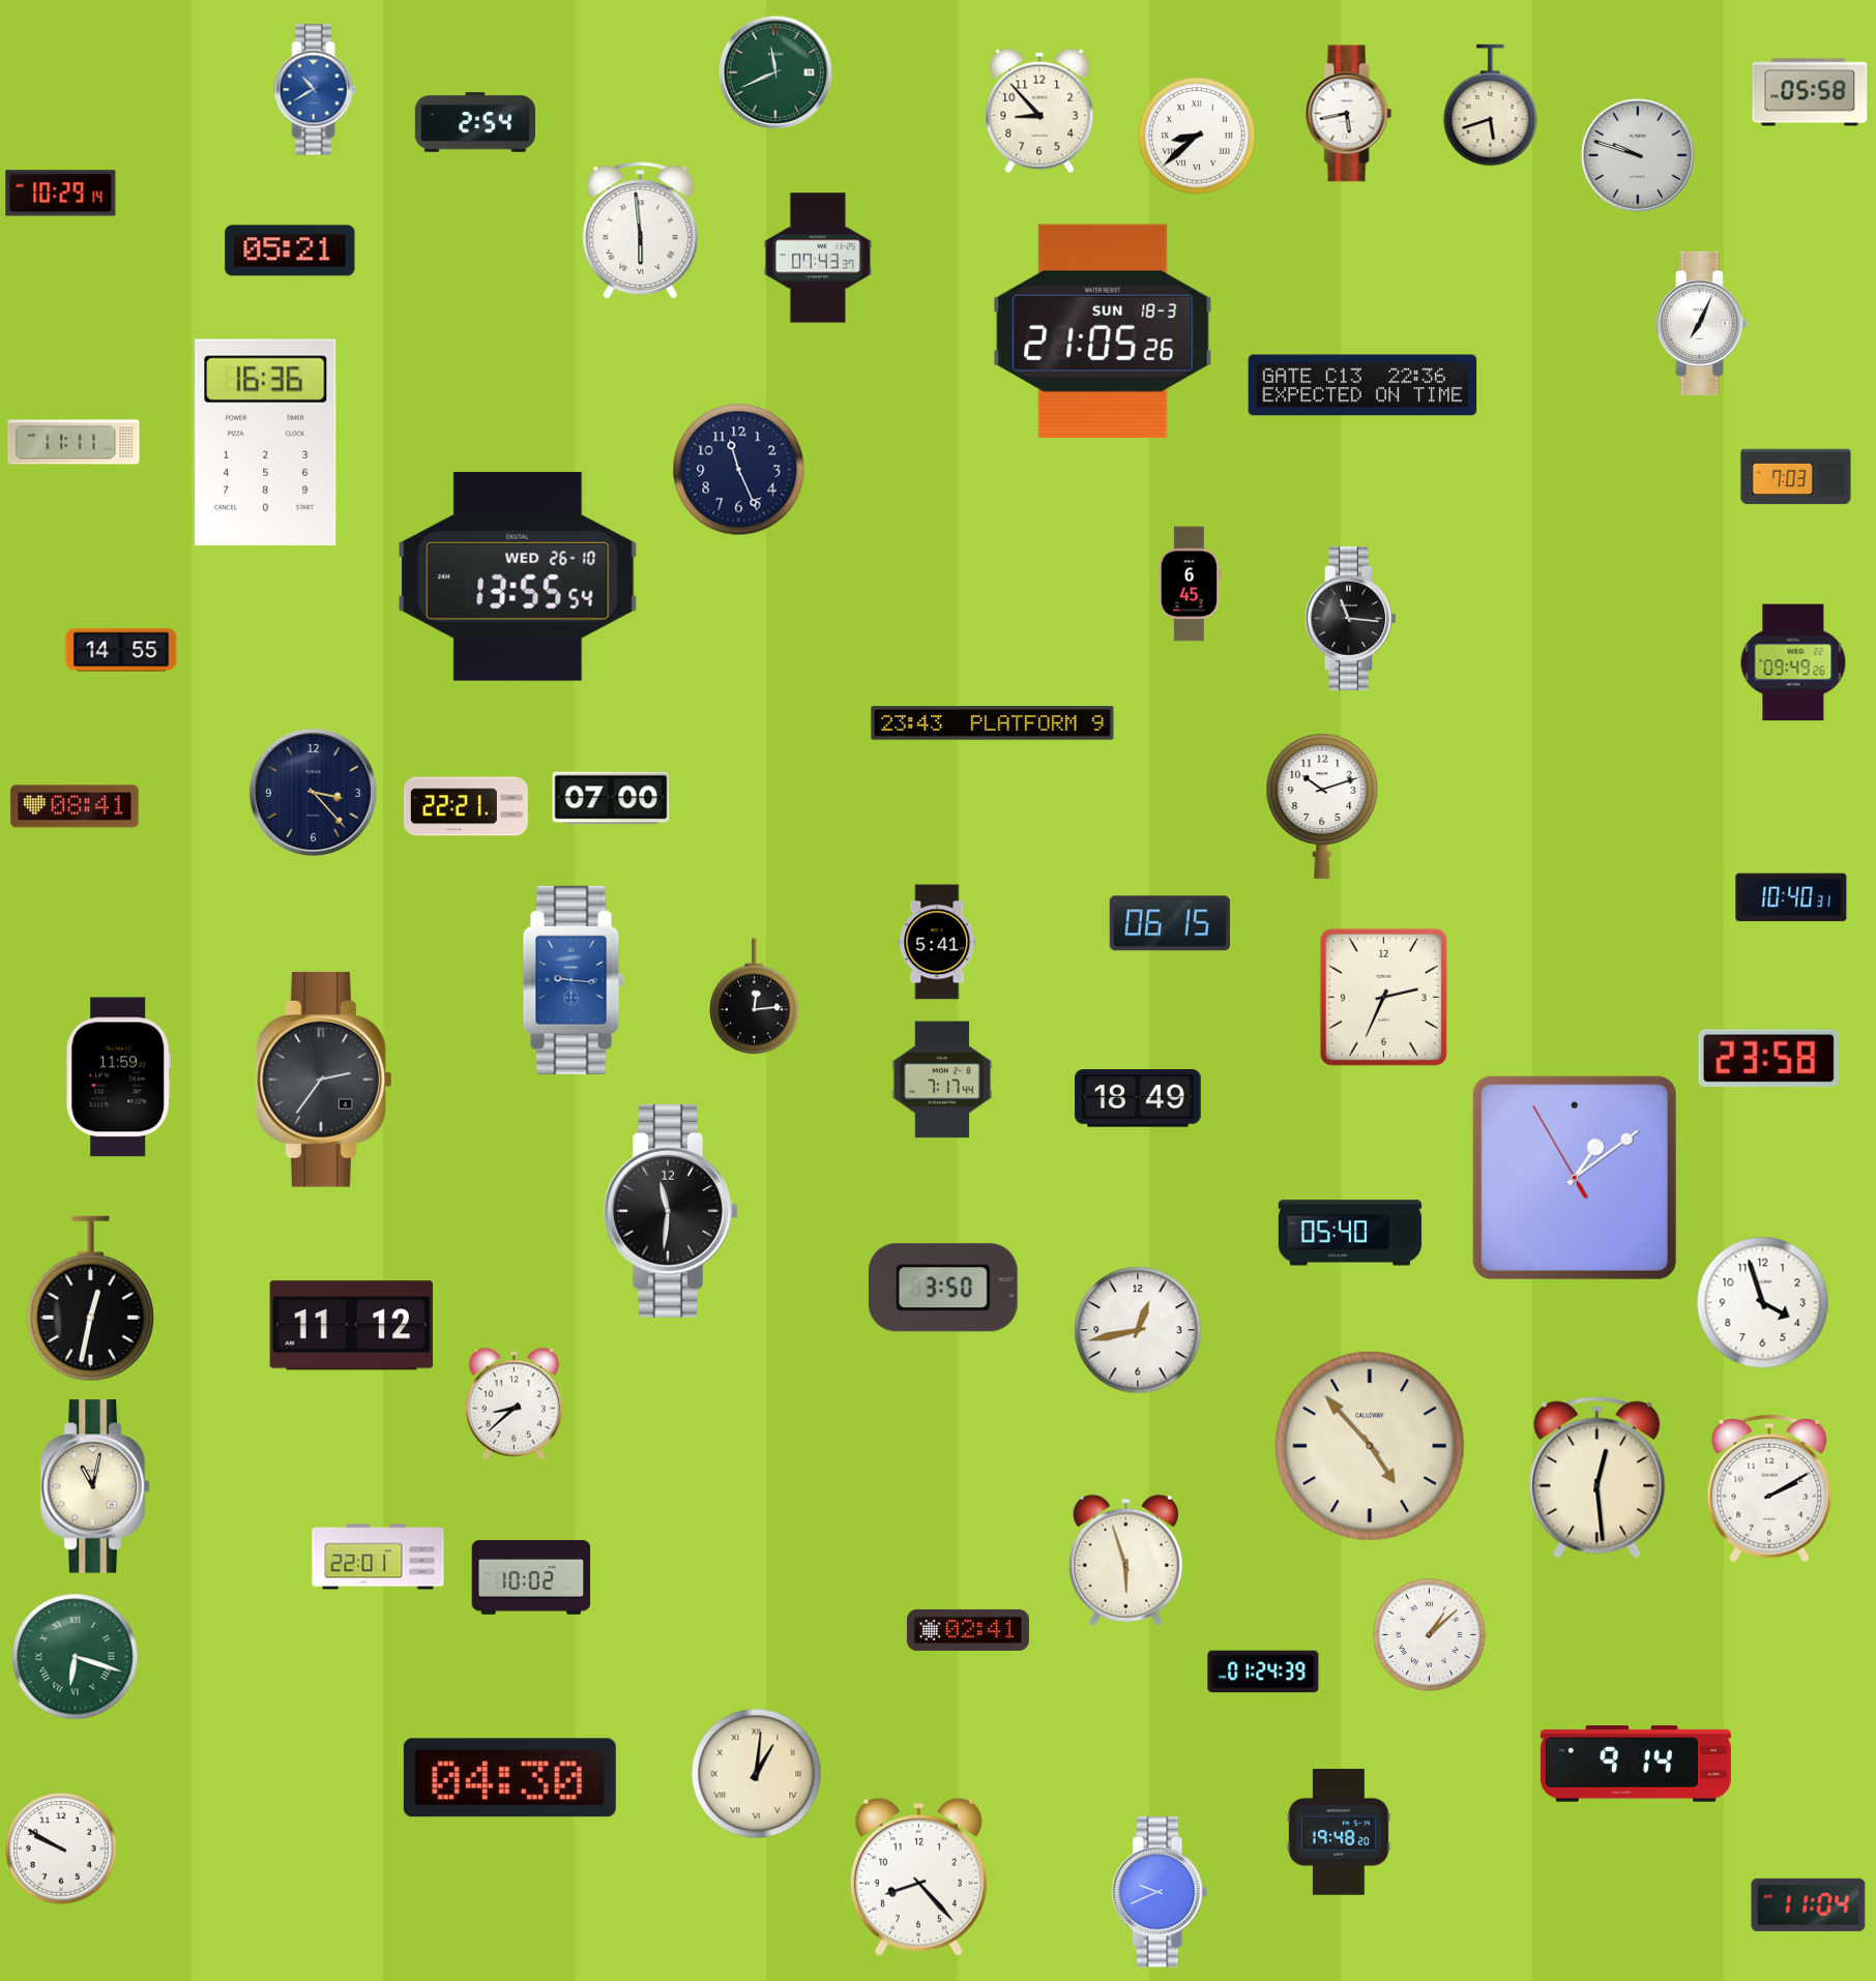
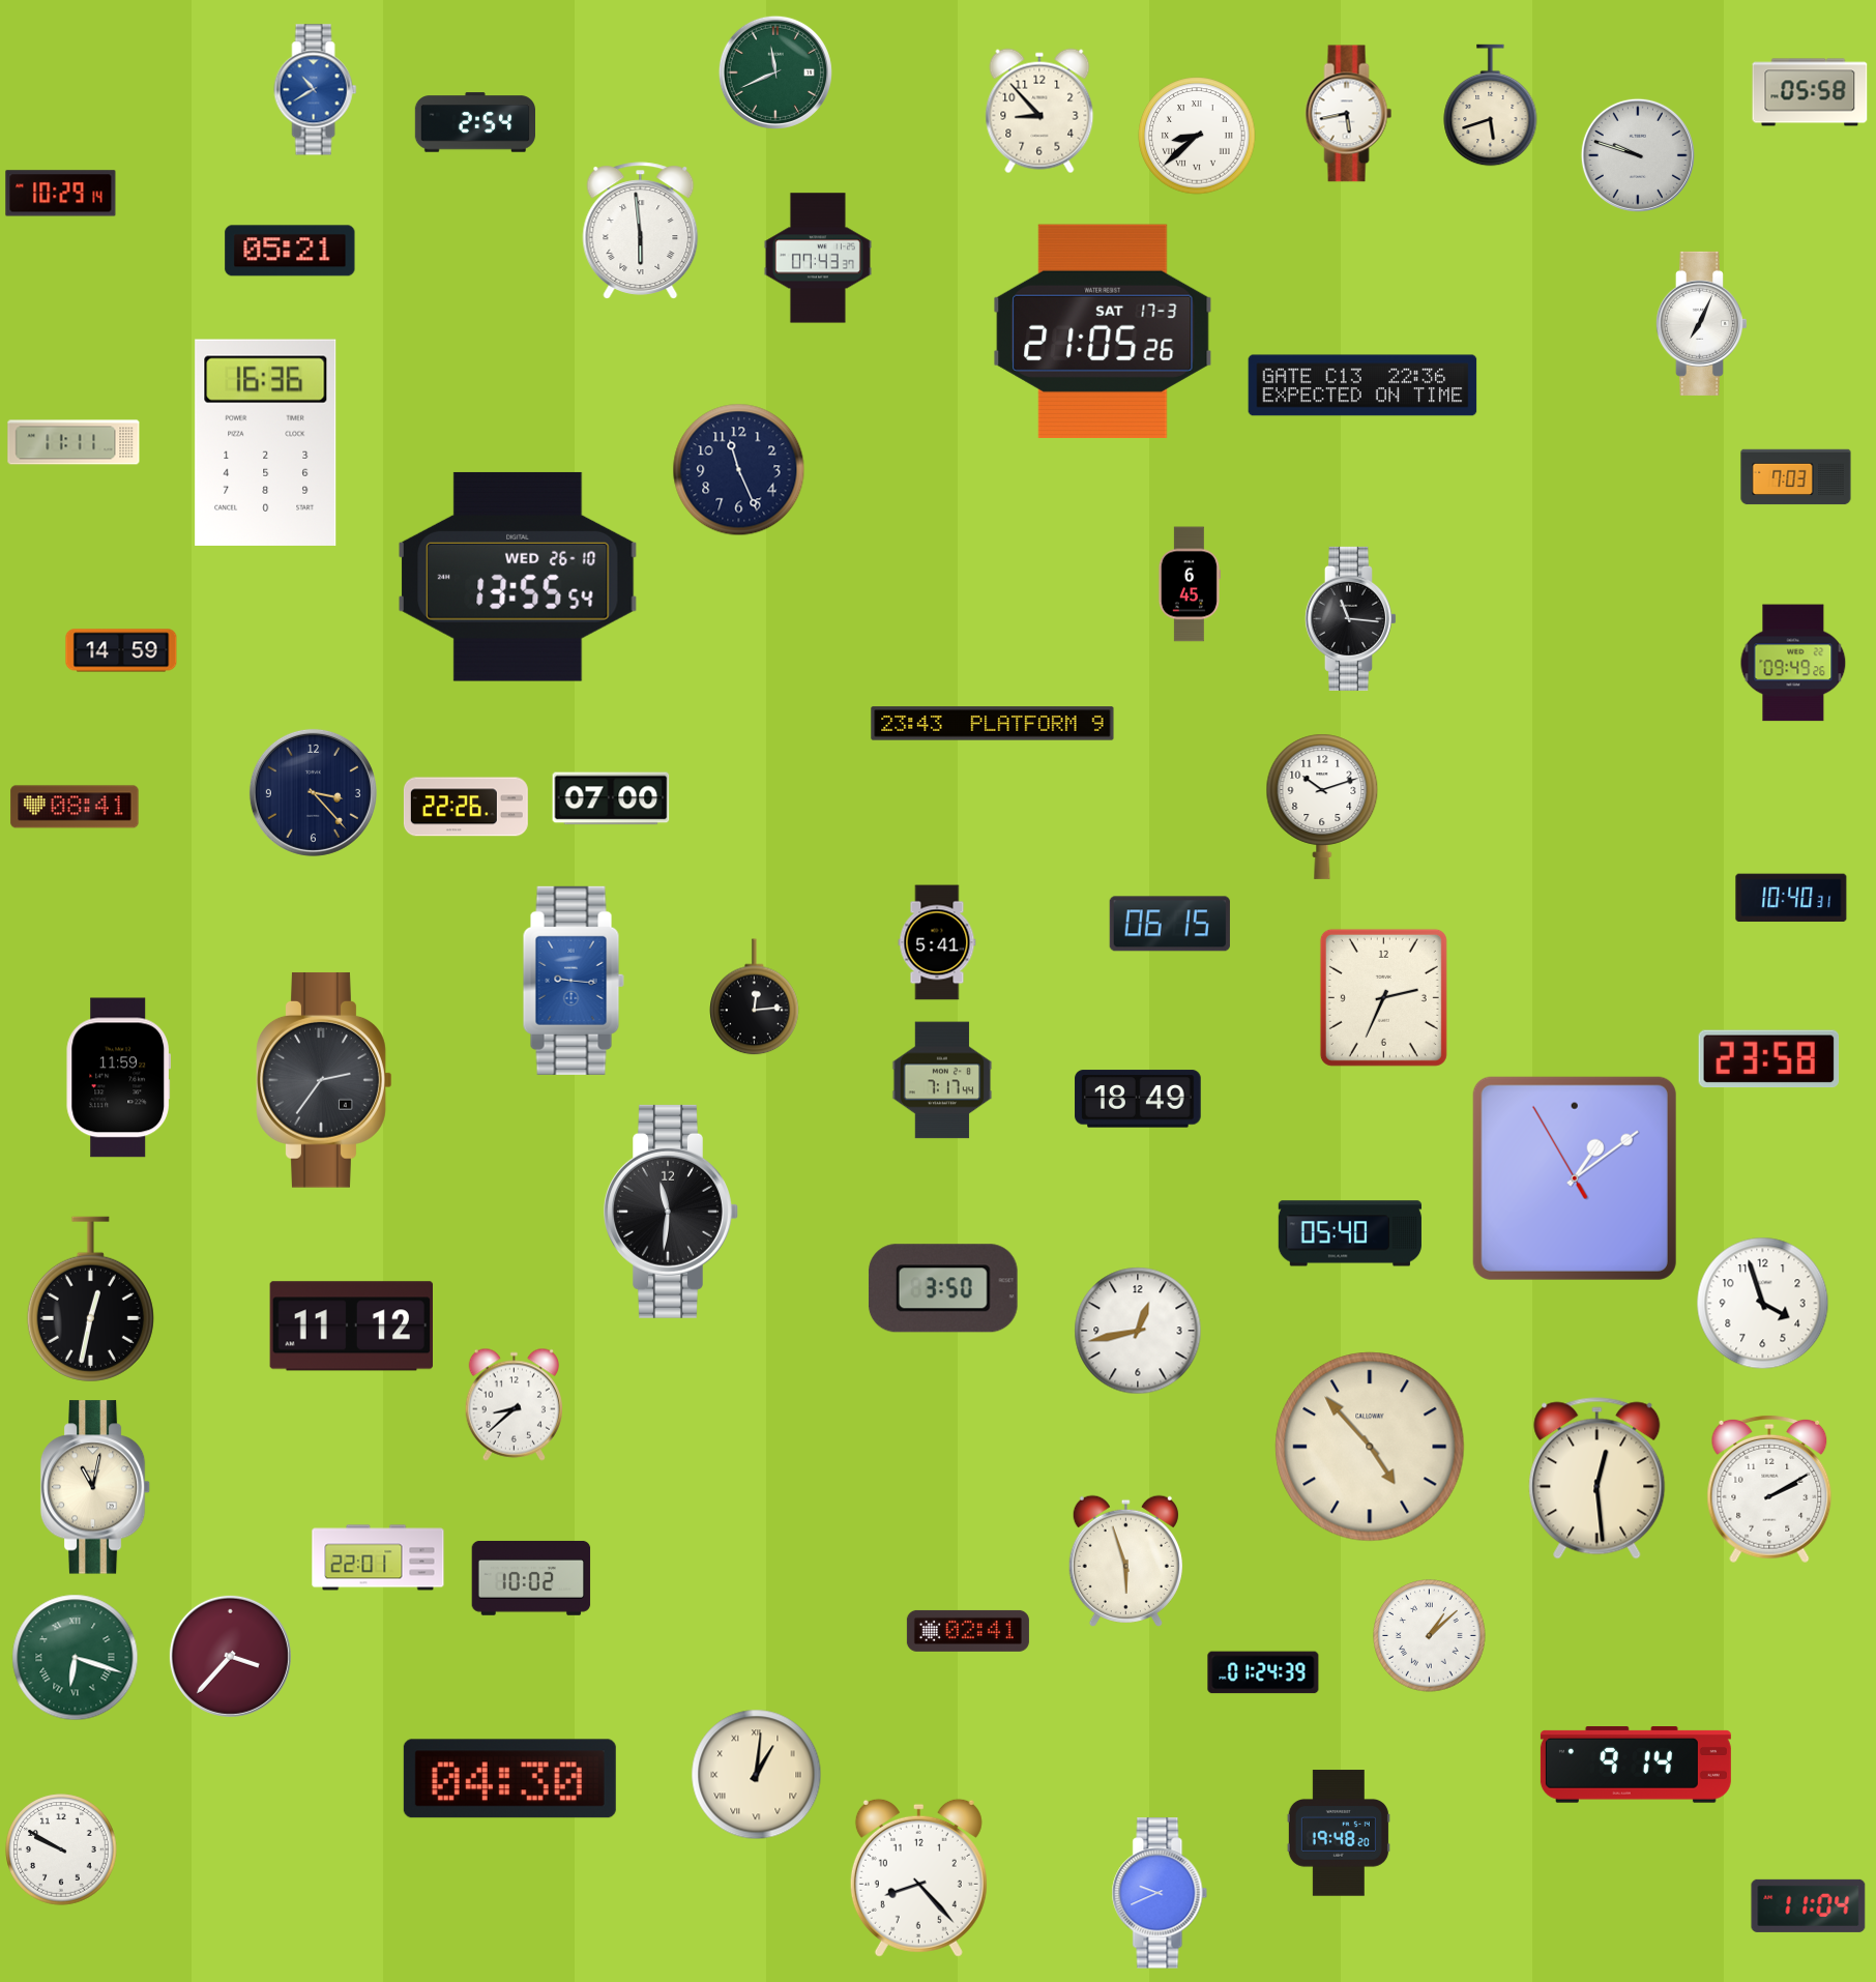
clock at (1103, 331) date: SUN 18-3 -> SAT 17-3
clock at (121, 650): 14:55 -> 14:59
clock at (466, 806): 22:21 -> 22:26
clock at (230, 1656): none -> 3:37
